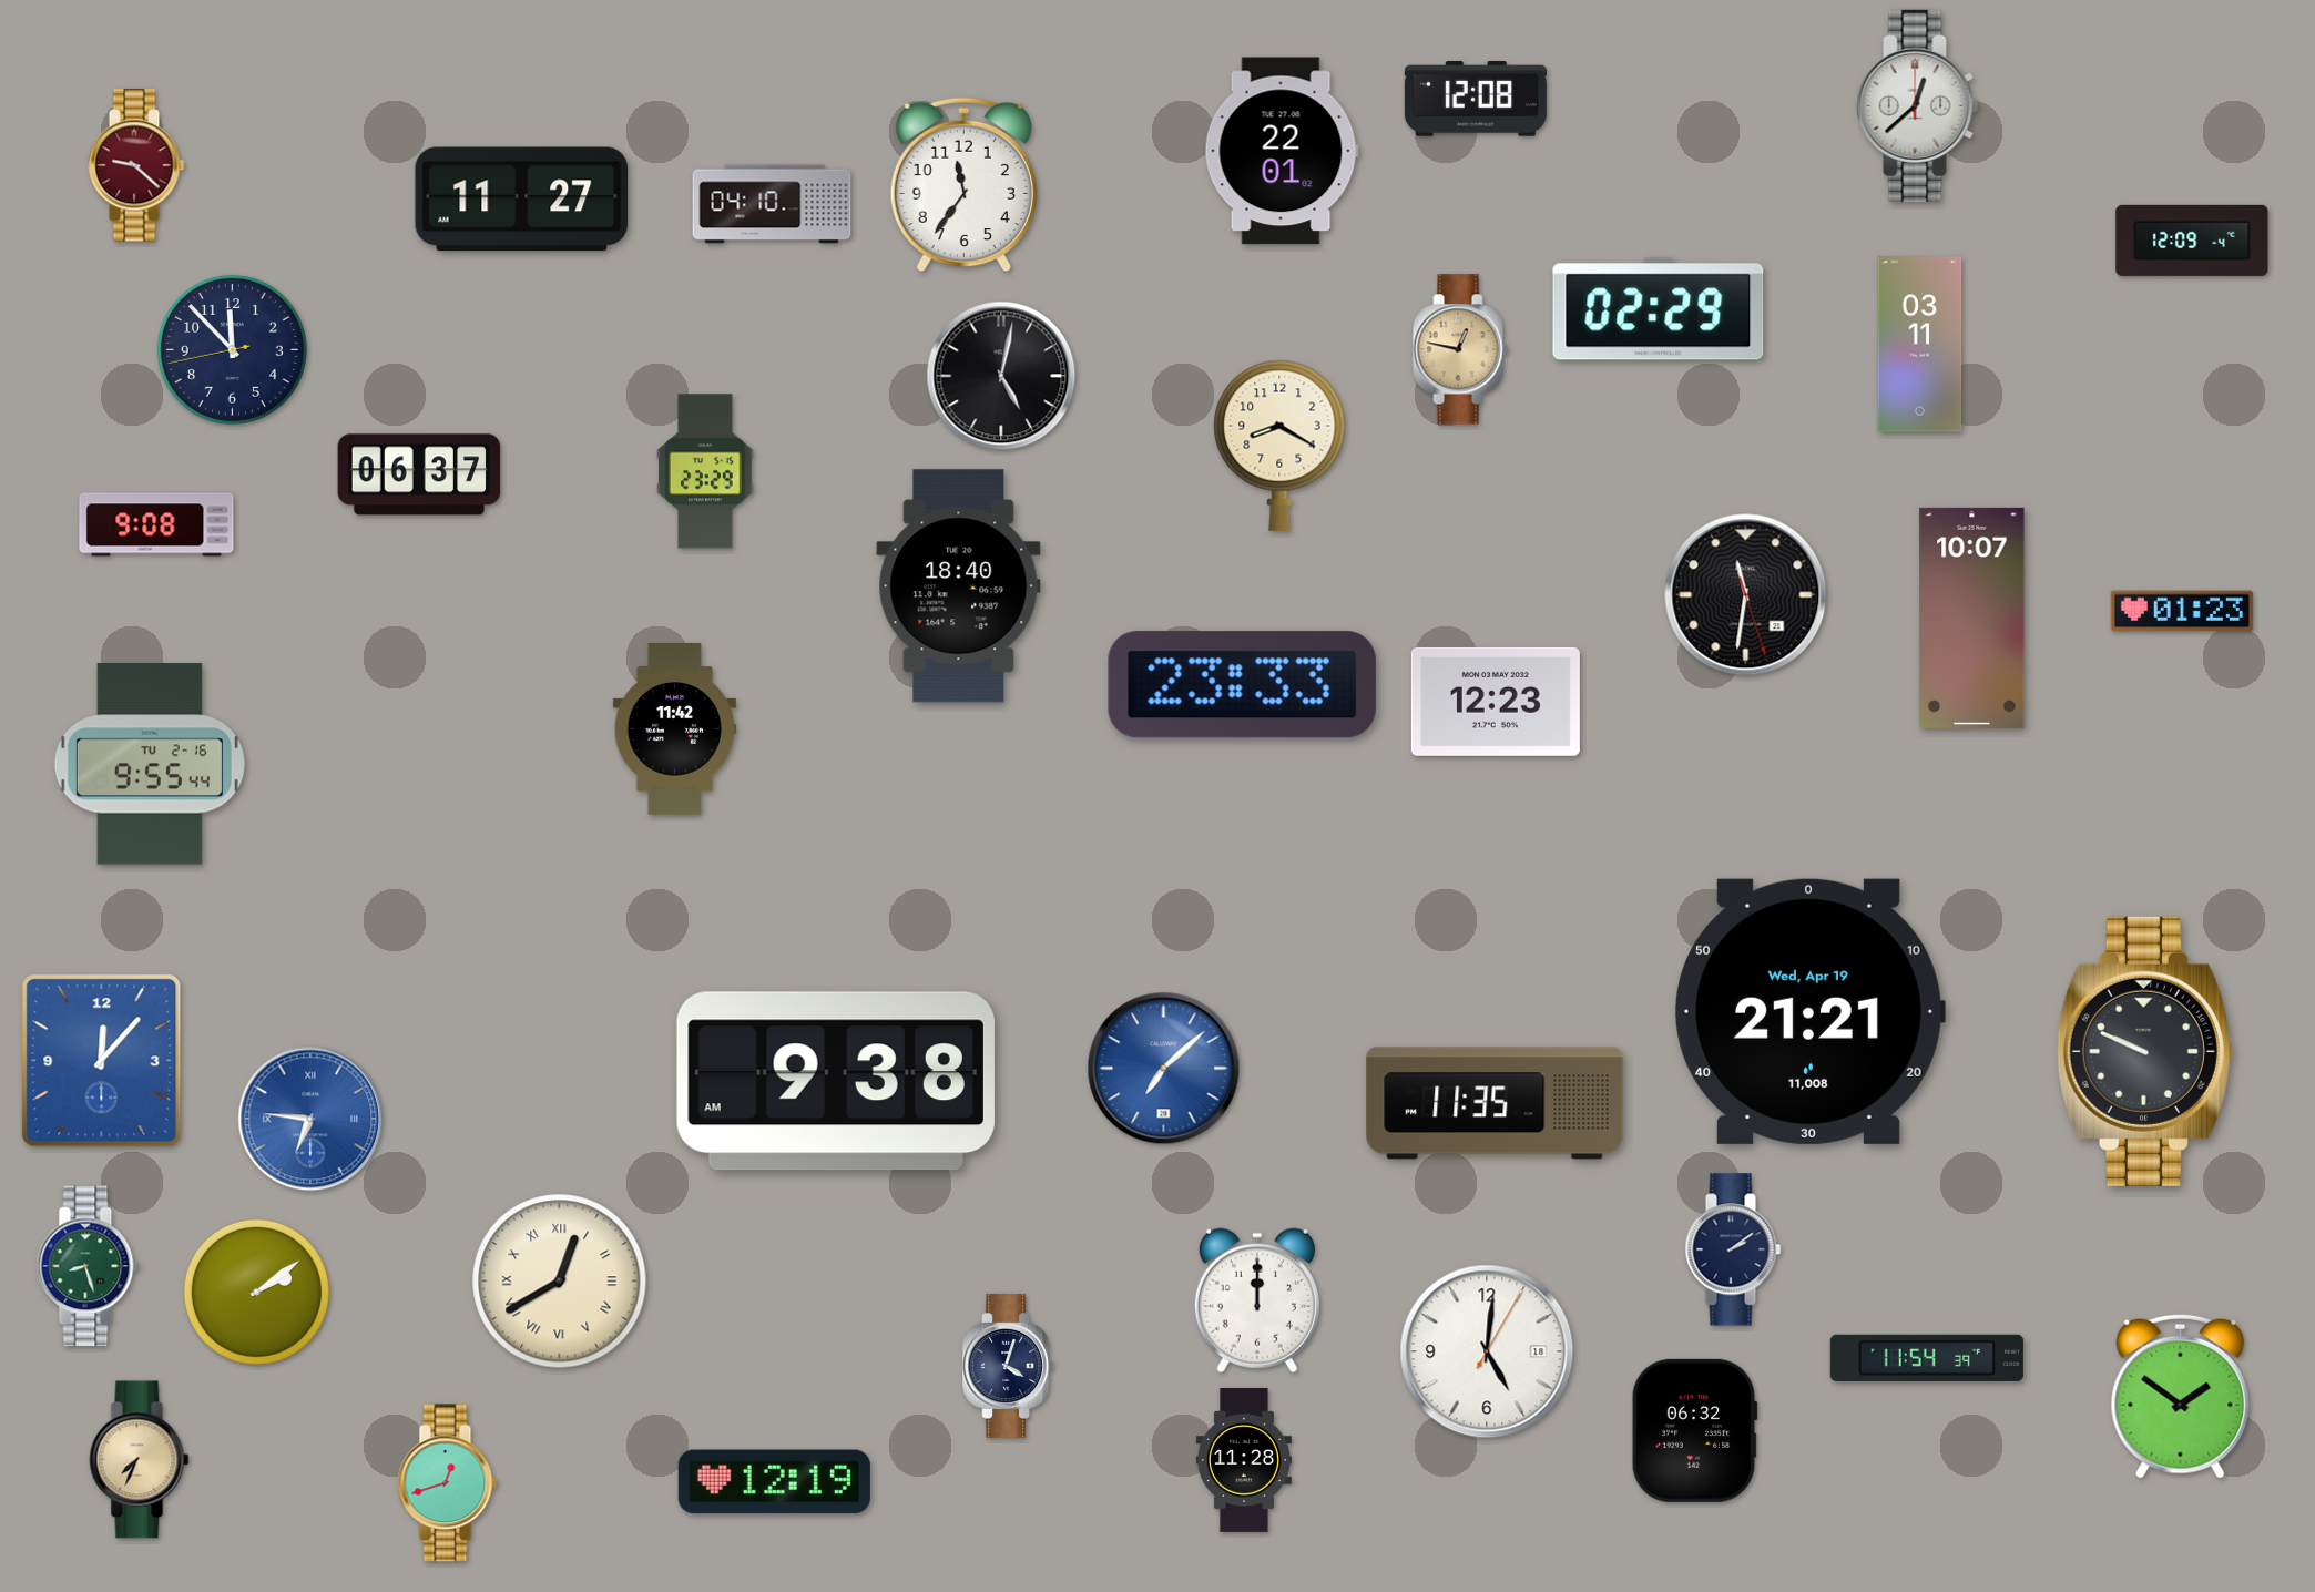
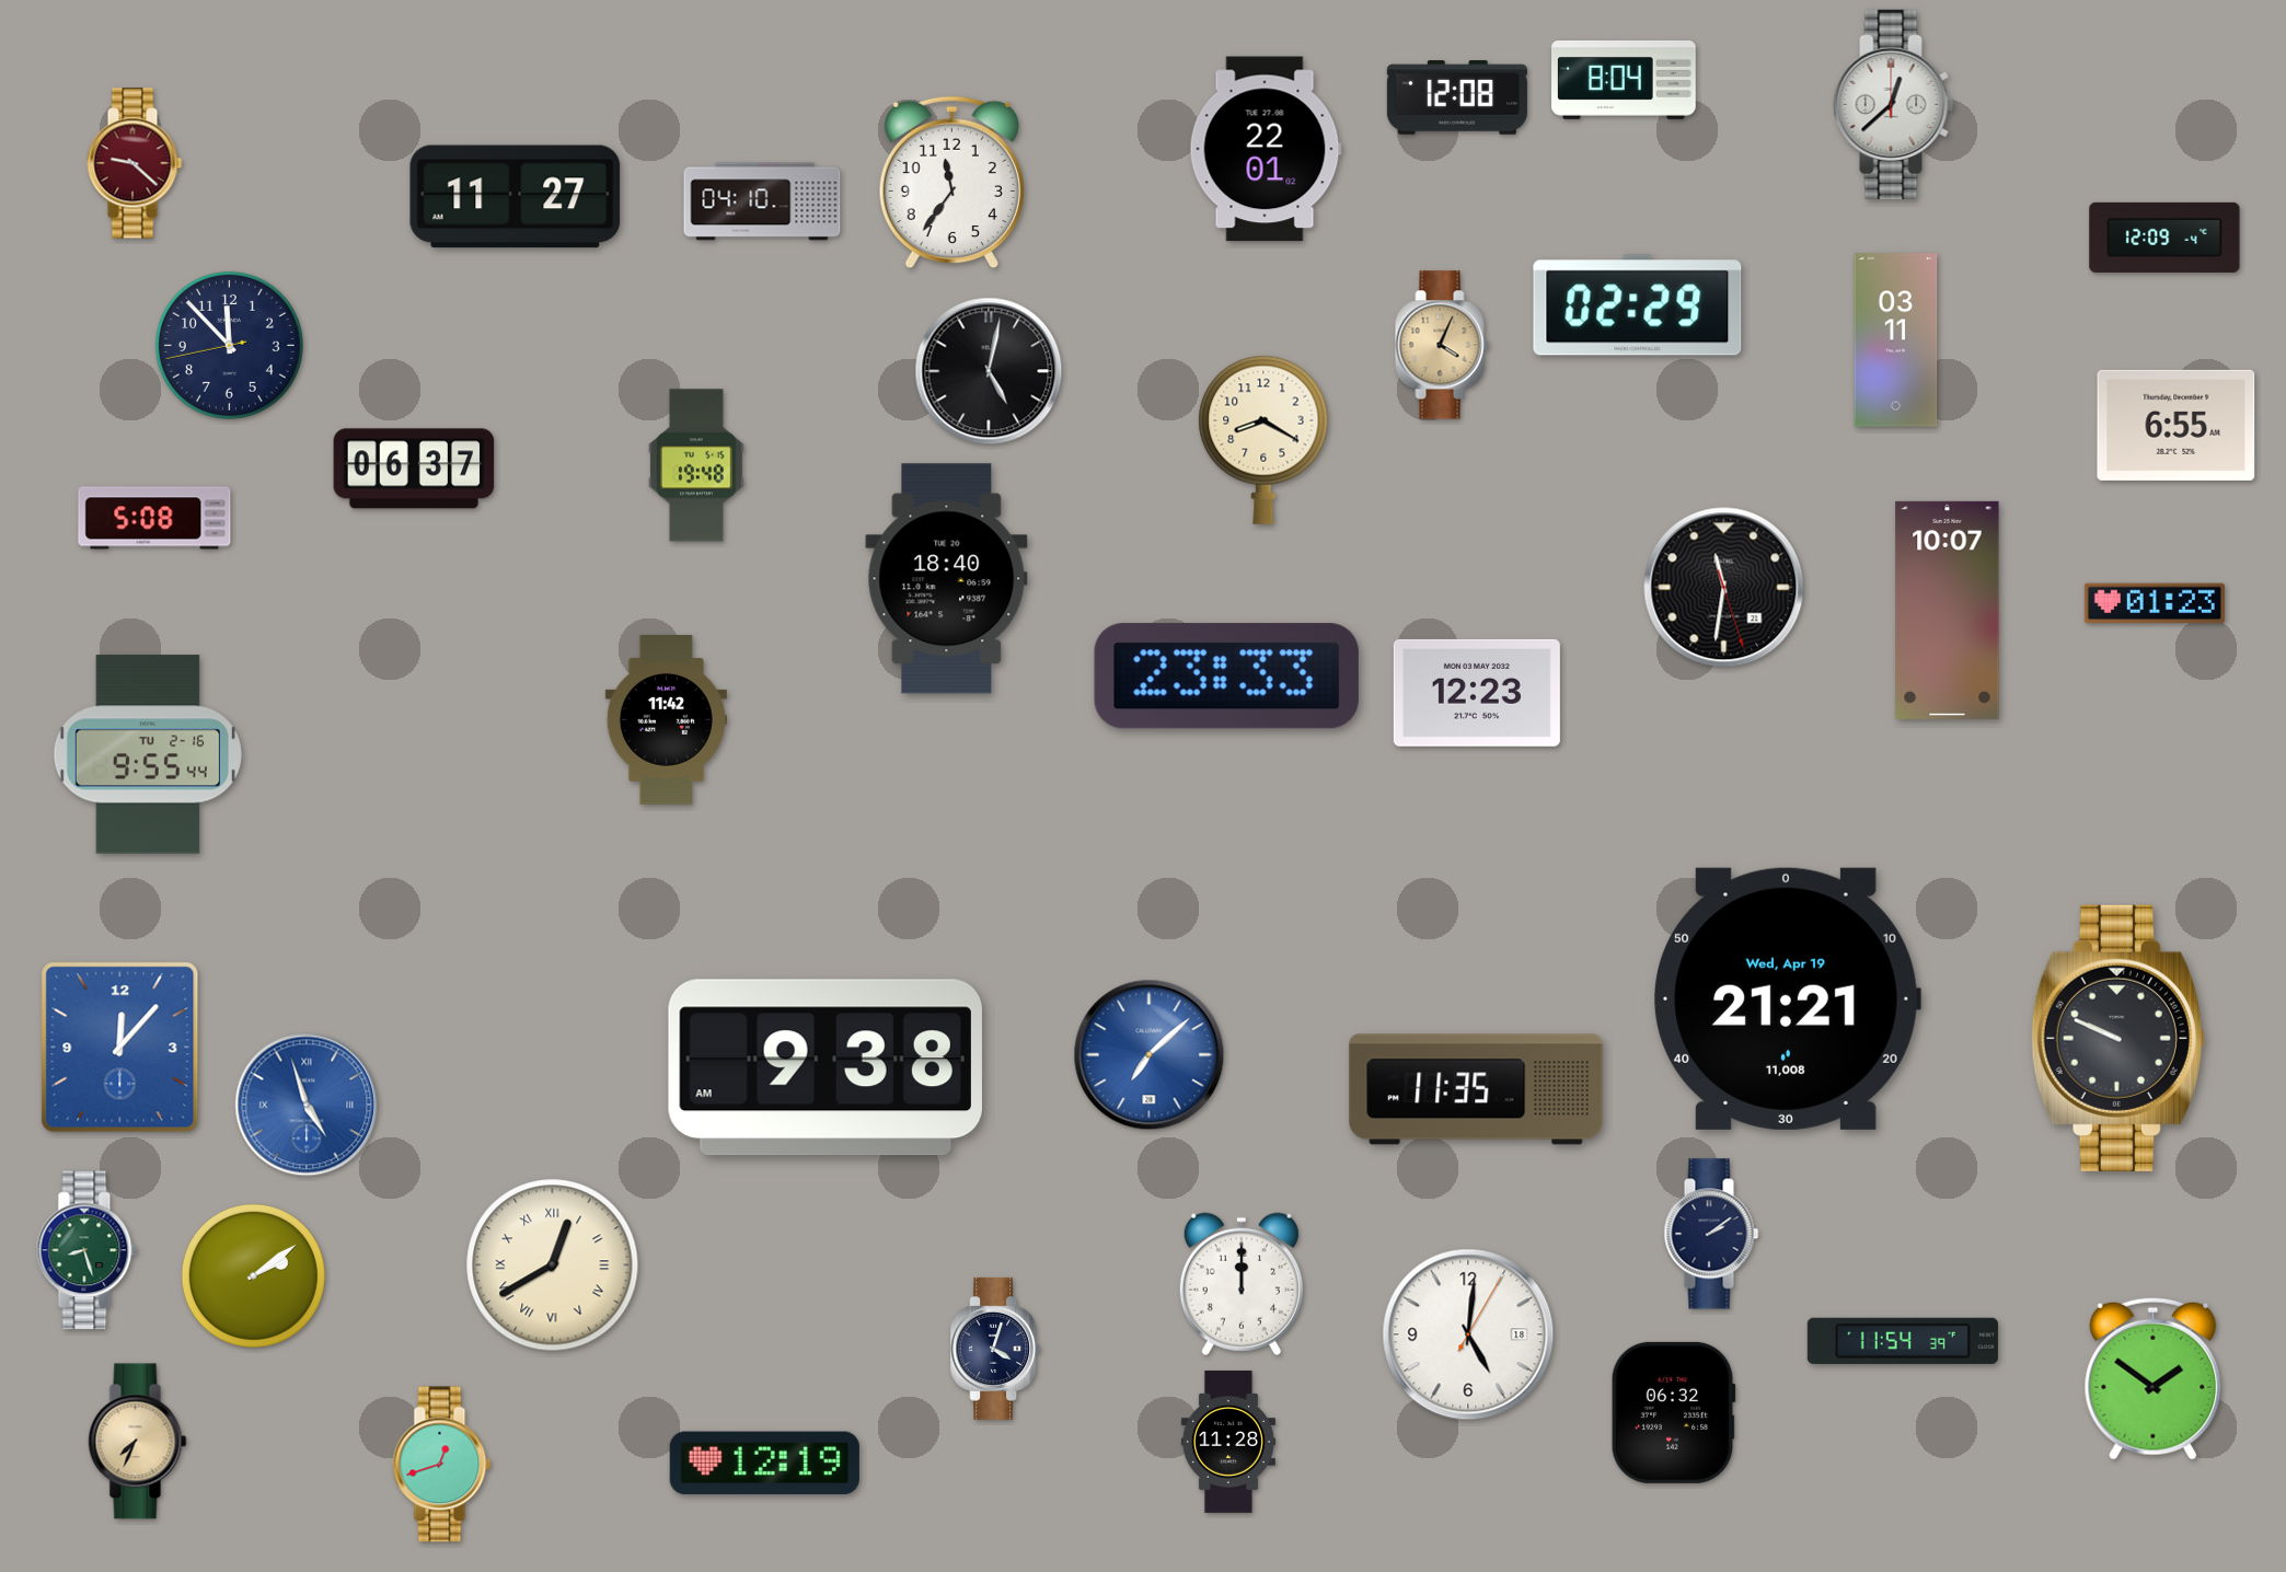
clock at (1624, 80): none -> 8:04
clock at (1460, 349): 12:47 -> 4:04
clock at (2177, 425): none -> 6:55
clock at (706, 471): 23:29 -> 19:48
clock at (156, 524): 9:08 -> 5:08
clock at (102, 1061) position: (102, 1061) -> (120, 1048)
clock at (310, 1119): 6:46 -> 4:57
